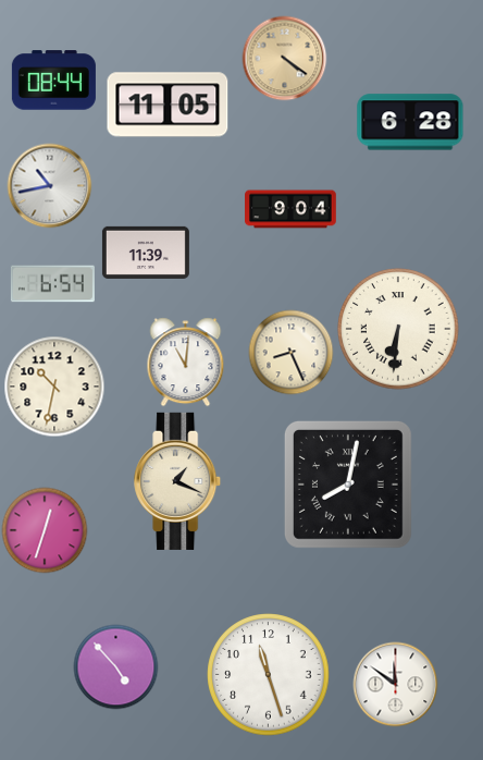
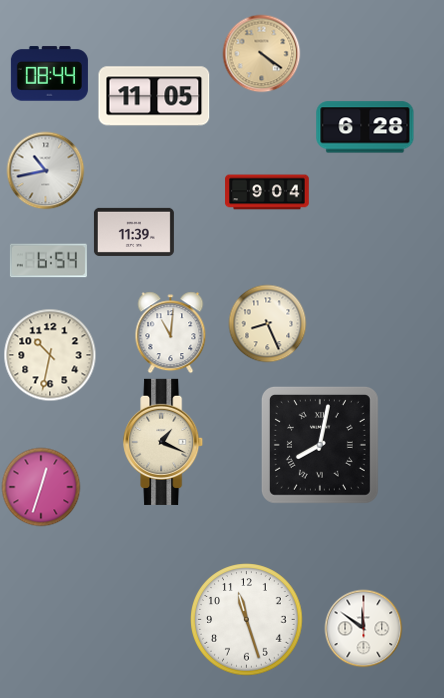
clock at (410, 122) position: (410, 122) -> (365, 127)
clock at (398, 329): 6:31 -> none
clock at (115, 666): 4:53 -> none
